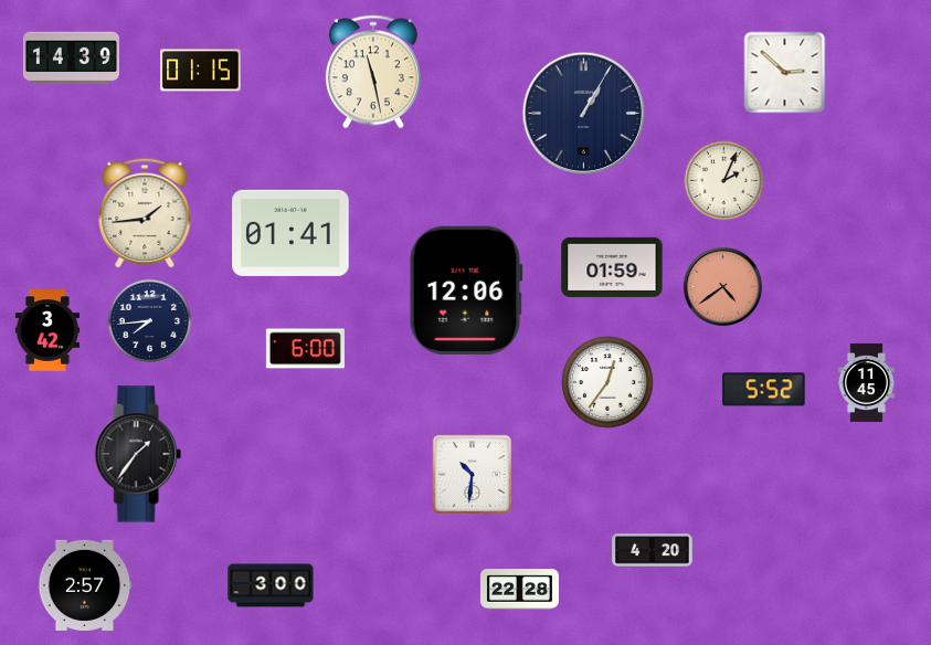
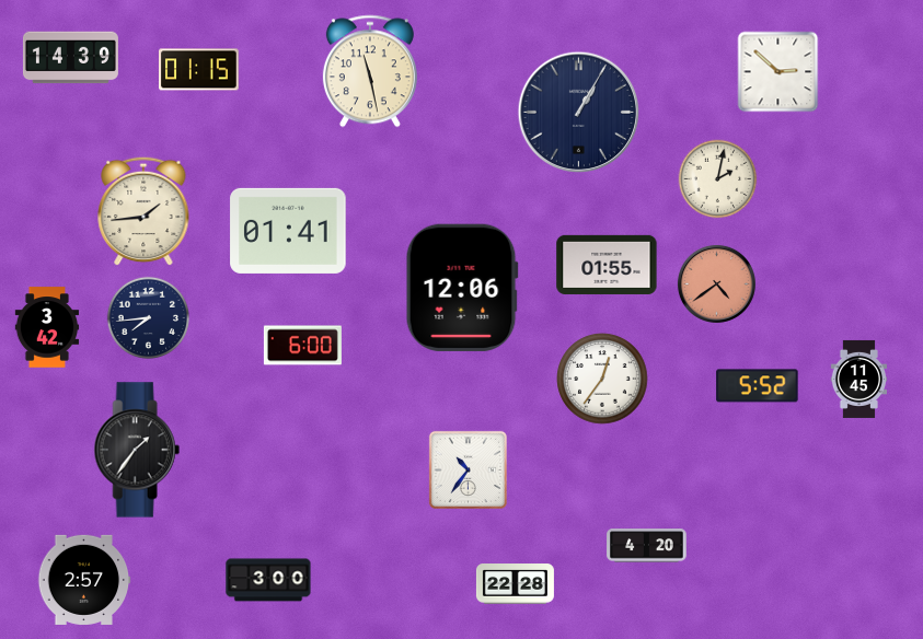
clock at (724, 181): 2:04 -> 2:02
clock at (612, 267): 01:59 -> 01:55
clock at (472, 474): 10:31 -> 10:36
